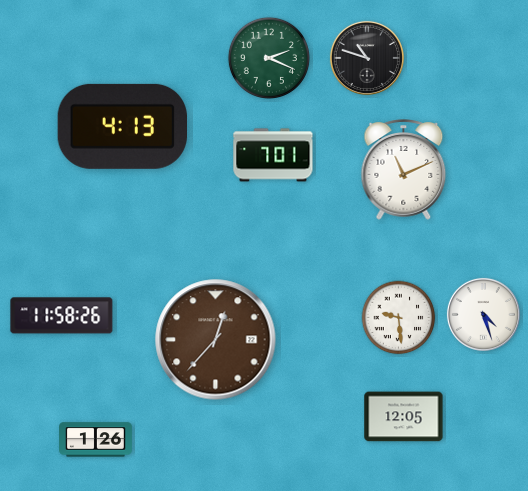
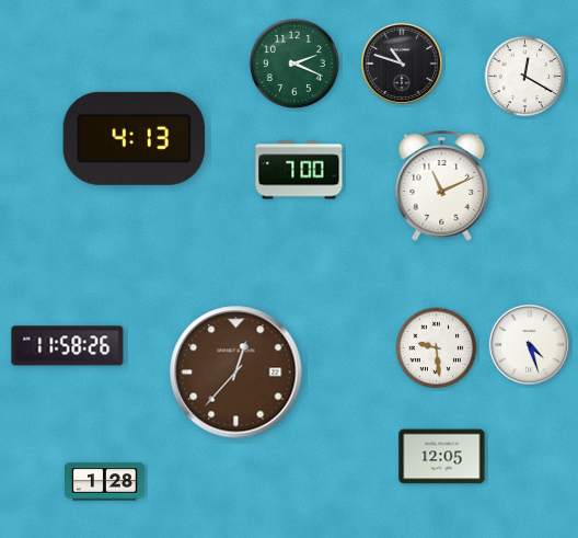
clock at (525, 77): none -> 12:20
clock at (273, 155): 7:01 -> 7:00
clock at (96, 440): 1:26 -> 1:28
